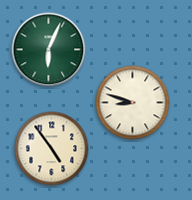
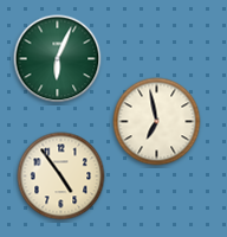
clock at (133, 103): 8:48 -> 6:58
